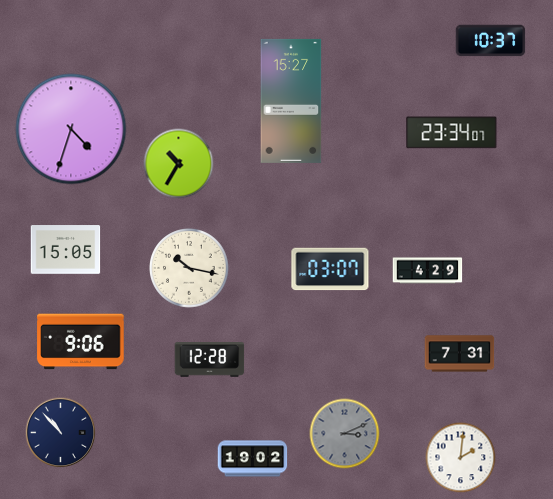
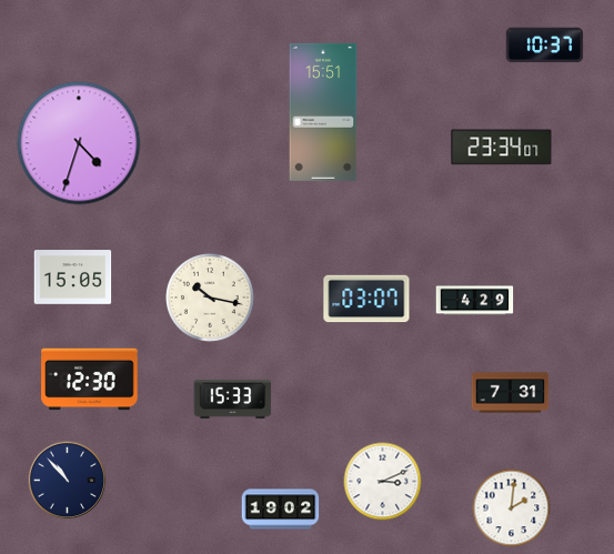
clock at (291, 101): 15:27 -> 15:51
clock at (179, 164): 10:35 -> none
clock at (81, 342): 9:06 -> 12:30
clock at (210, 360): 12:28 -> 15:33
clock at (345, 434) dial: grey -> white
